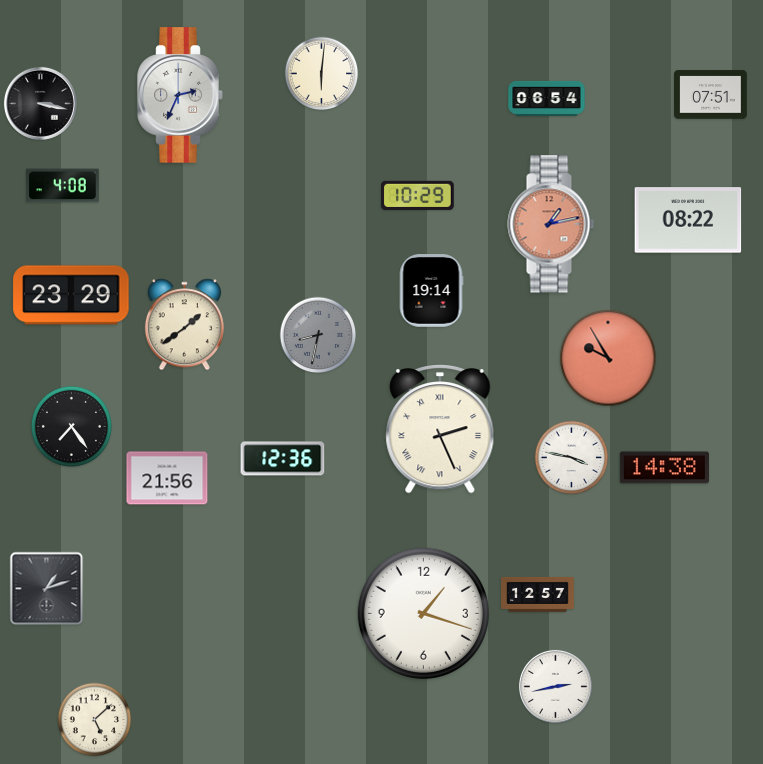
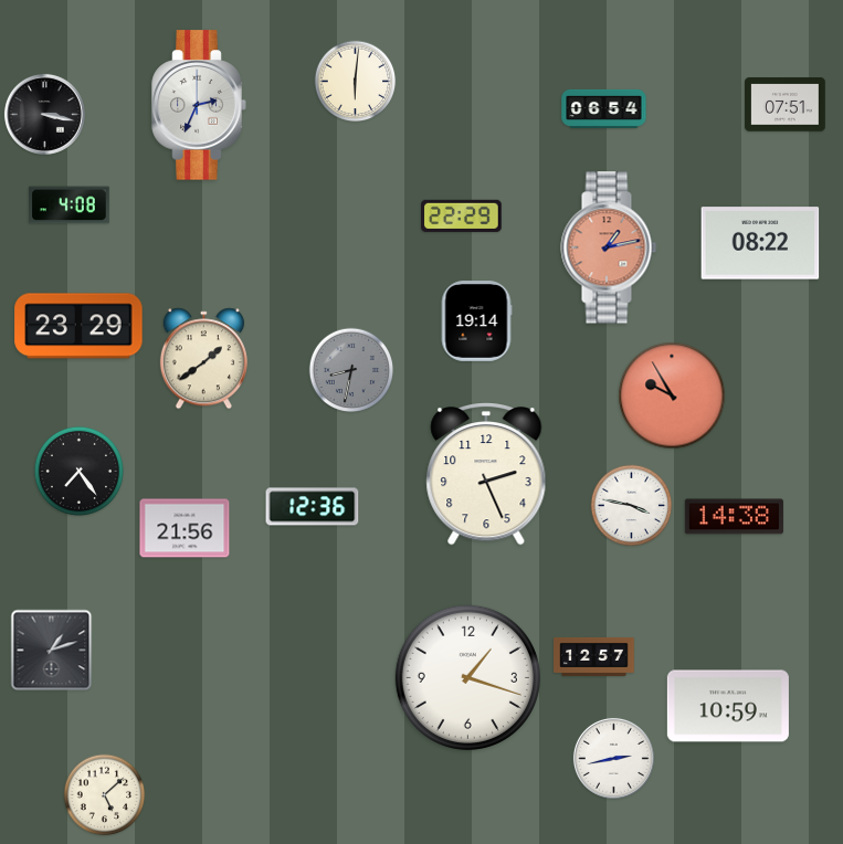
clock at (418, 195): 10:29 -> 22:29
clock at (440, 430) numerals: Roman -> Arabic
clock at (728, 706): none -> 10:59
